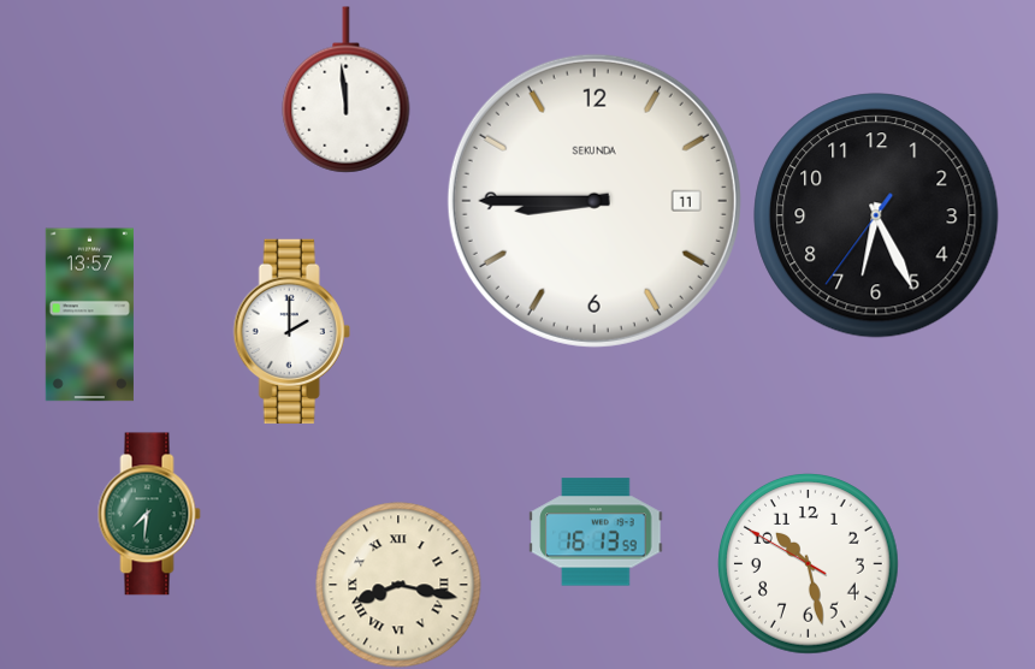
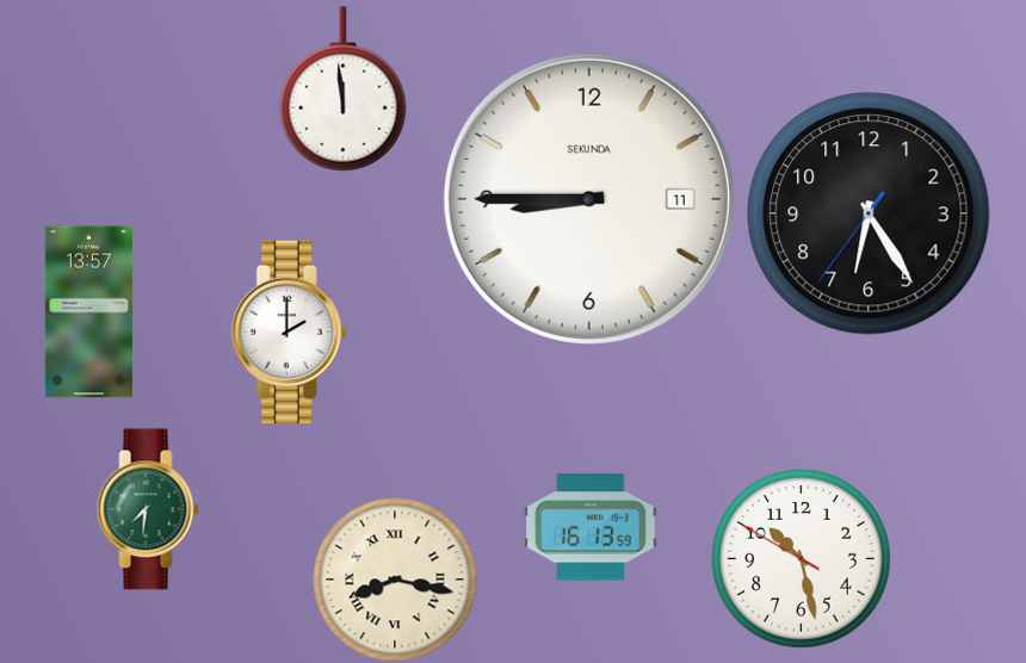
clock at (876, 215): 6:25 -> 6:24
clock at (291, 331) position: (291, 331) -> (289, 331)
